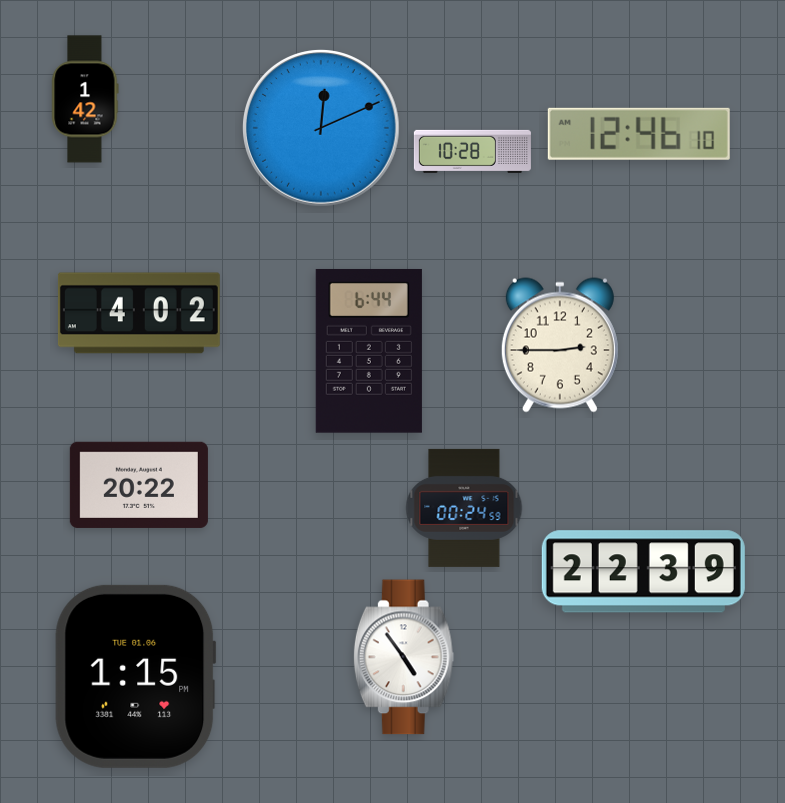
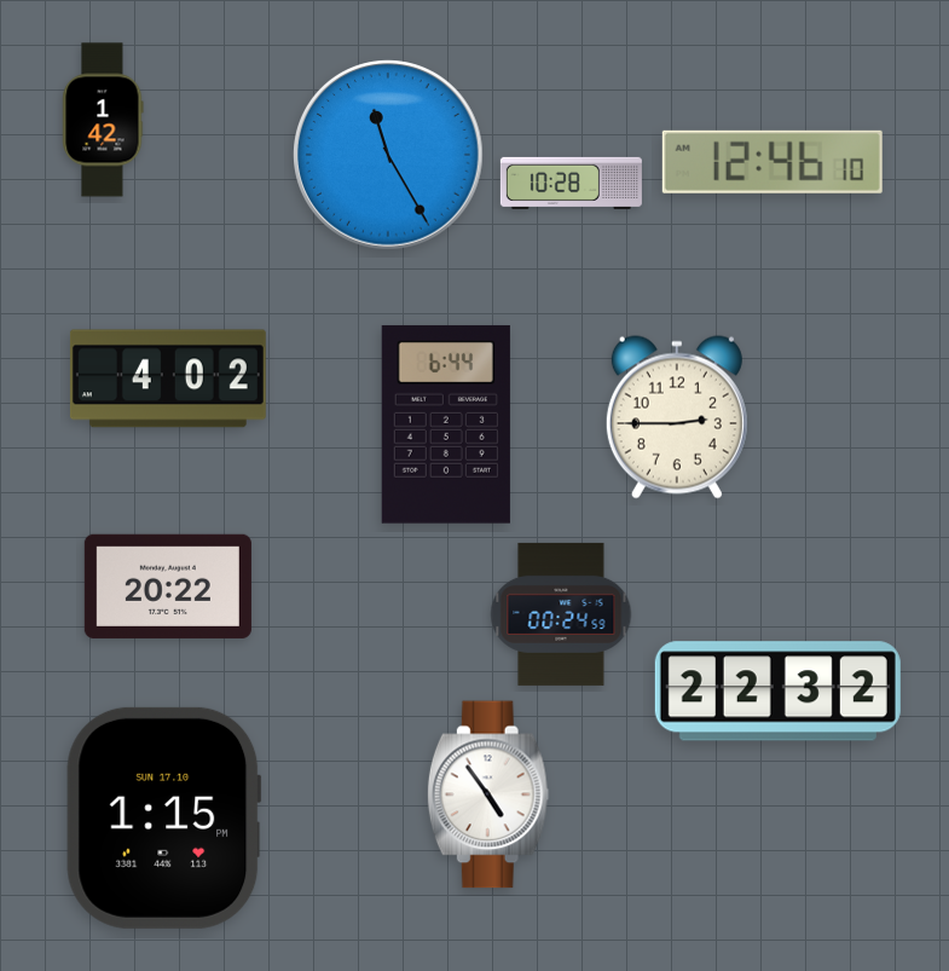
clock at (322, 129): 12:11 -> 11:25
clock at (643, 572): 22:39 -> 22:32
clock at (136, 676) date: TUE 01.06 -> SUN 17.10
